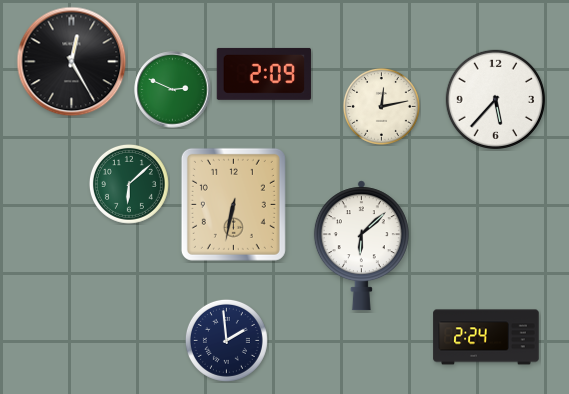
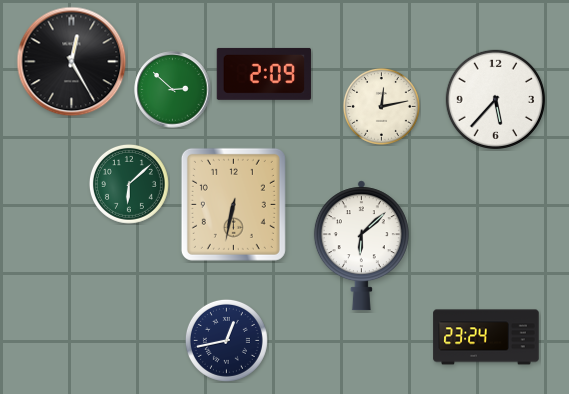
clock at (173, 90): 2:49 -> 2:52
clock at (486, 337): 2:24 -> 23:24
clock at (226, 340): 1:59 -> 12:43
